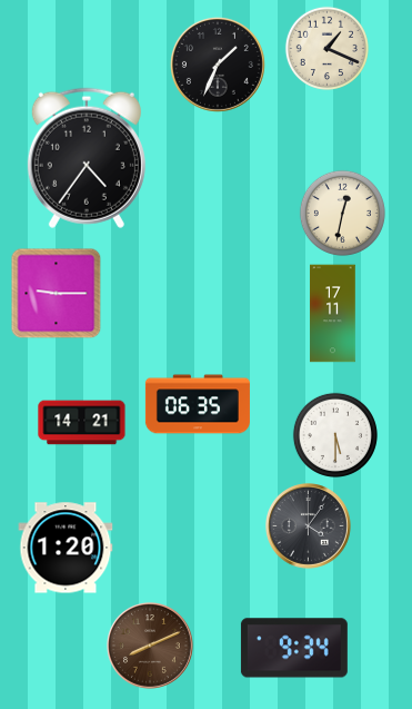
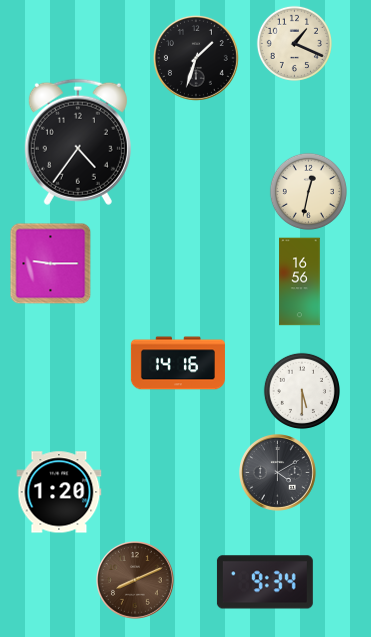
clock at (218, 65): 1:34 -> 1:33
clock at (333, 314): 17:11 -> 16:56
clock at (198, 404): 06:35 -> 14:16
clock at (82, 423): 14:21 -> none
clock at (309, 526): 4:06 -> 4:10
